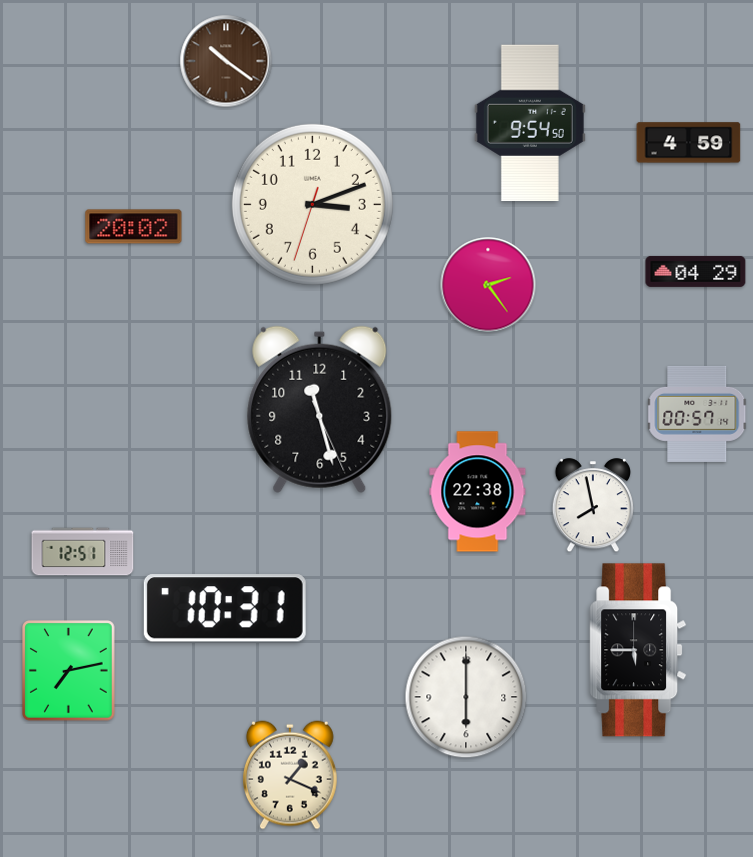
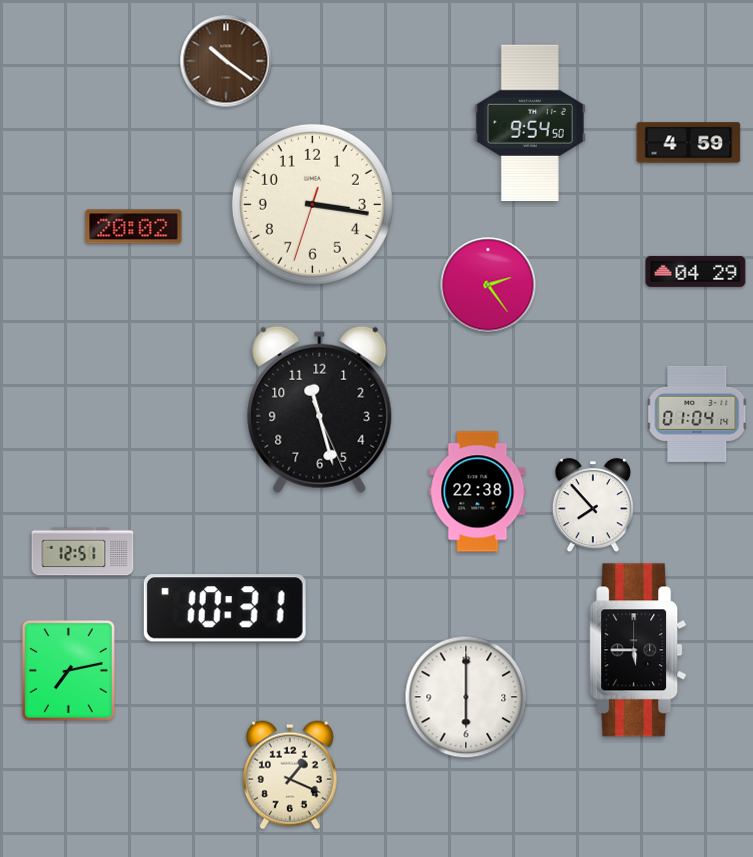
clock at (312, 204): 3:11 -> 3:16
clock at (698, 414): 00:57 -> 01:04
clock at (592, 506): 7:58 -> 7:53
